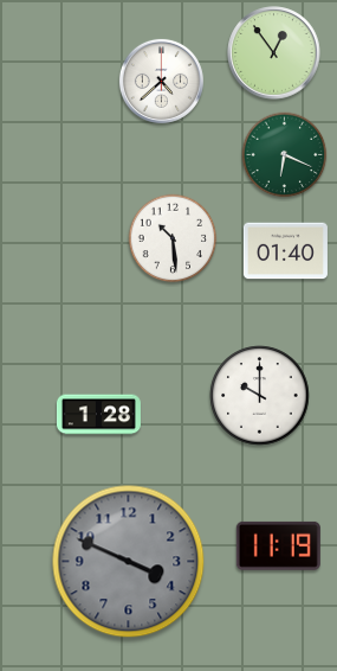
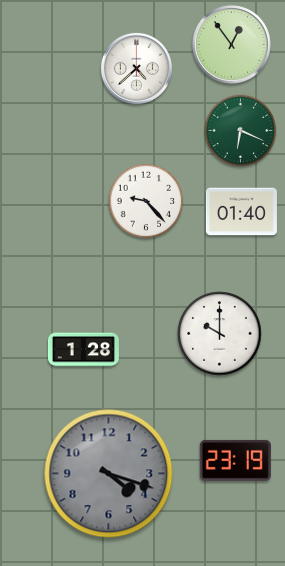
clock at (173, 238): 10:29 -> 9:23
clock at (278, 545): 11:19 -> 23:19
clock at (129, 562): 3:49 -> 4:18
